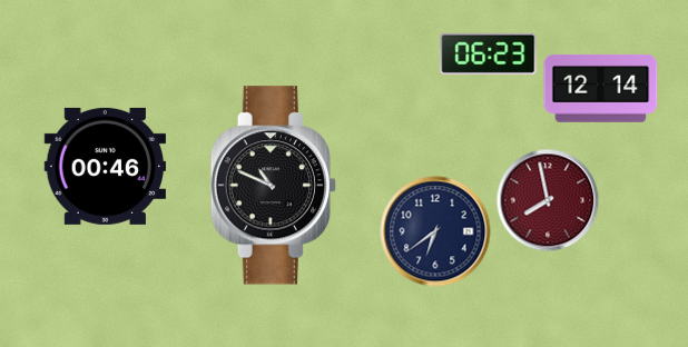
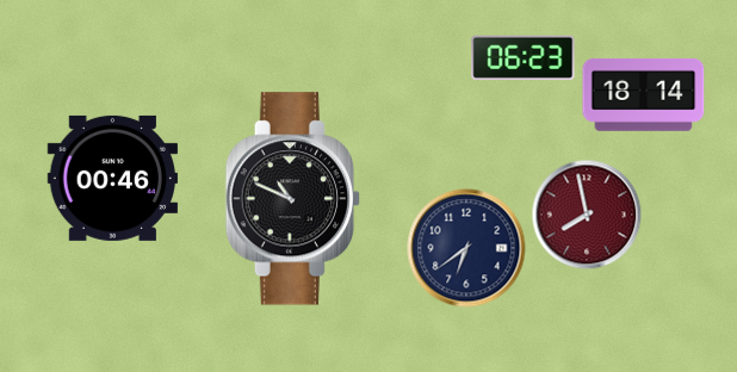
clock at (601, 89): 12:14 -> 18:14
